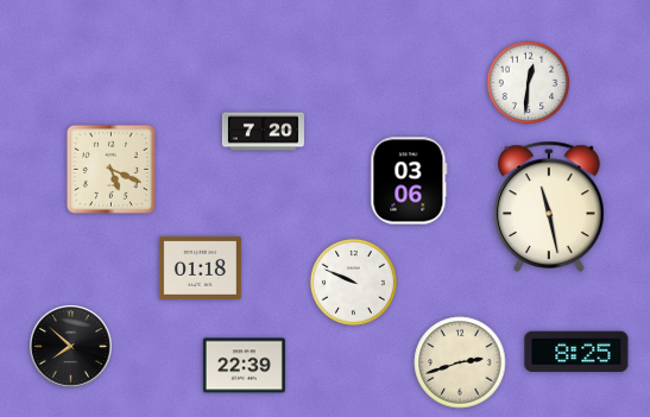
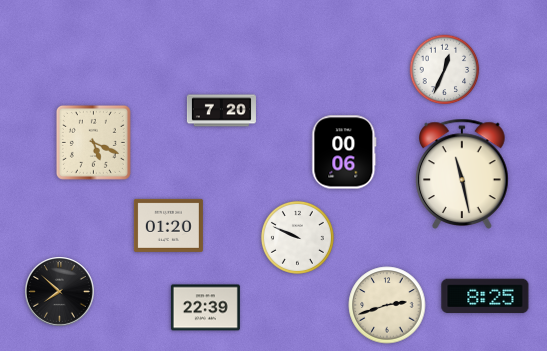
clock at (529, 83): 12:31 -> 12:34
clock at (409, 181): 03:06 -> 00:06
clock at (200, 267): 01:18 -> 01:20
